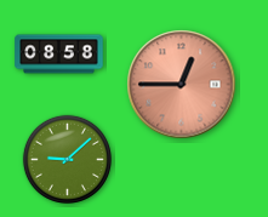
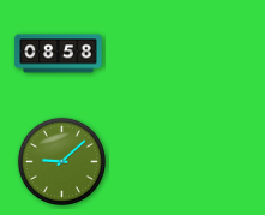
clock at (182, 85): 12:45 -> none
clock at (67, 159) position: (67, 159) -> (61, 161)
